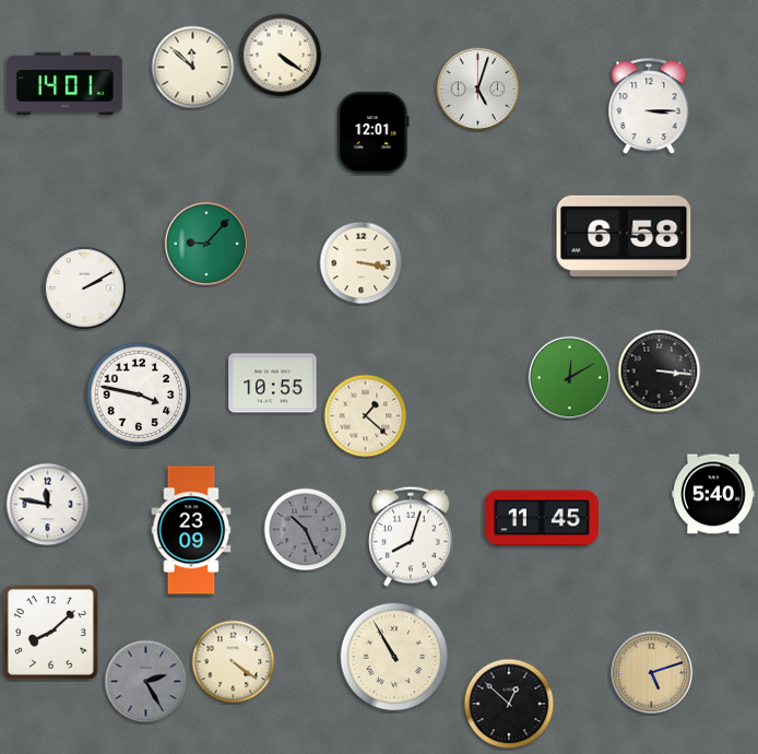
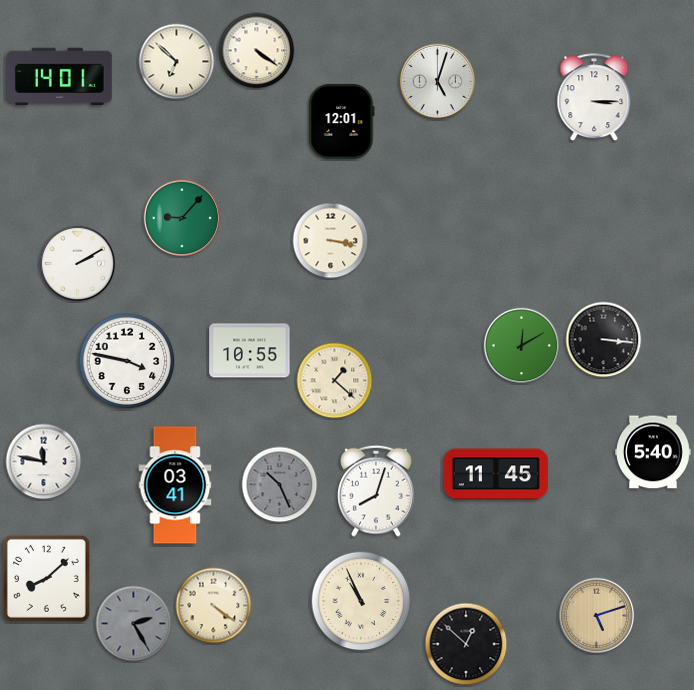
clock at (193, 68): 11:52 -> 6:52
clock at (624, 236): 6:58 -> none
clock at (206, 244) position: (206, 244) -> (182, 218)
clock at (191, 530): 23:09 -> 03:41
clock at (394, 657): 10:55 -> 10:56
